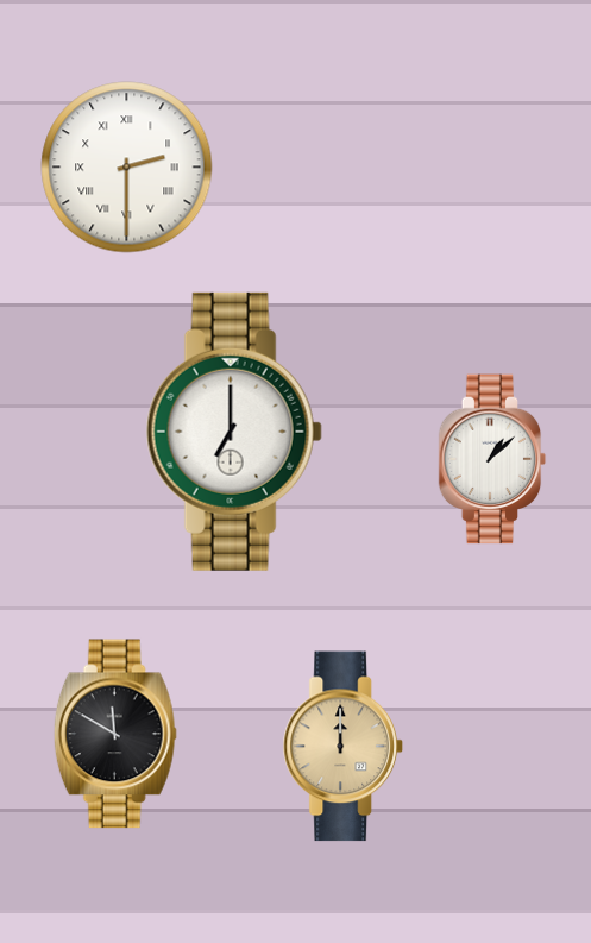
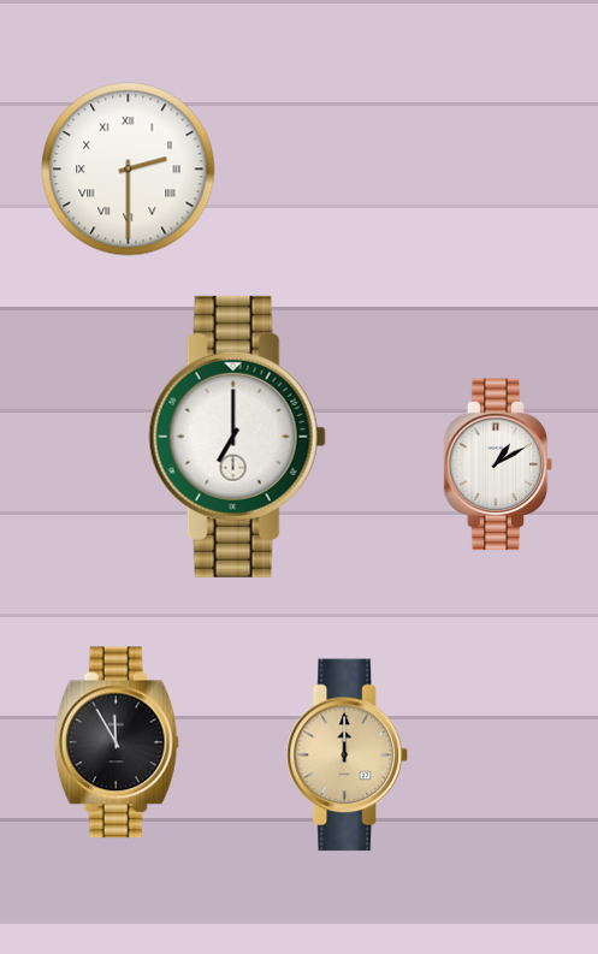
clock at (492, 459): 1:08 -> 1:10
clock at (115, 734): 11:50 -> 11:55
